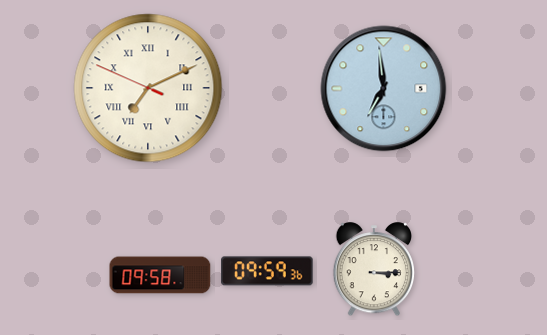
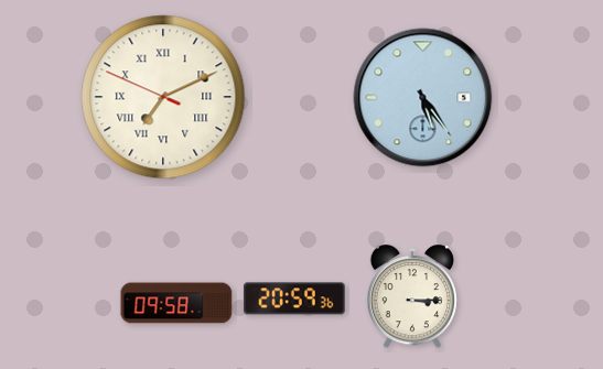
clock at (384, 89): 6:59 -> 5:24
clock at (267, 271): 09:59 -> 20:59
